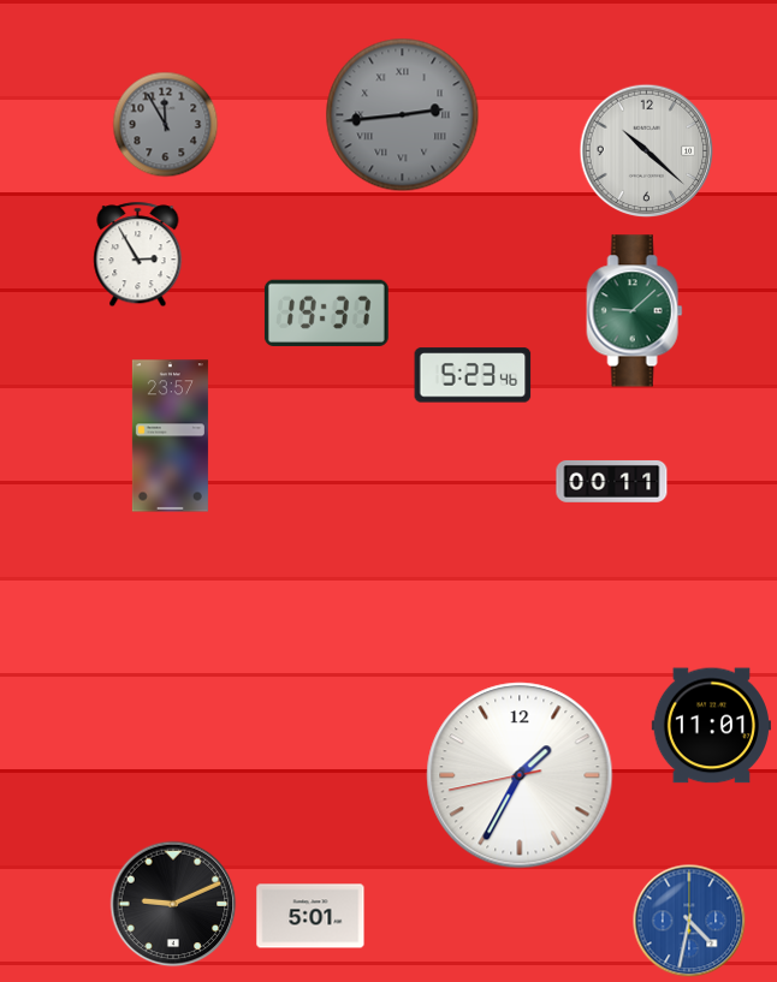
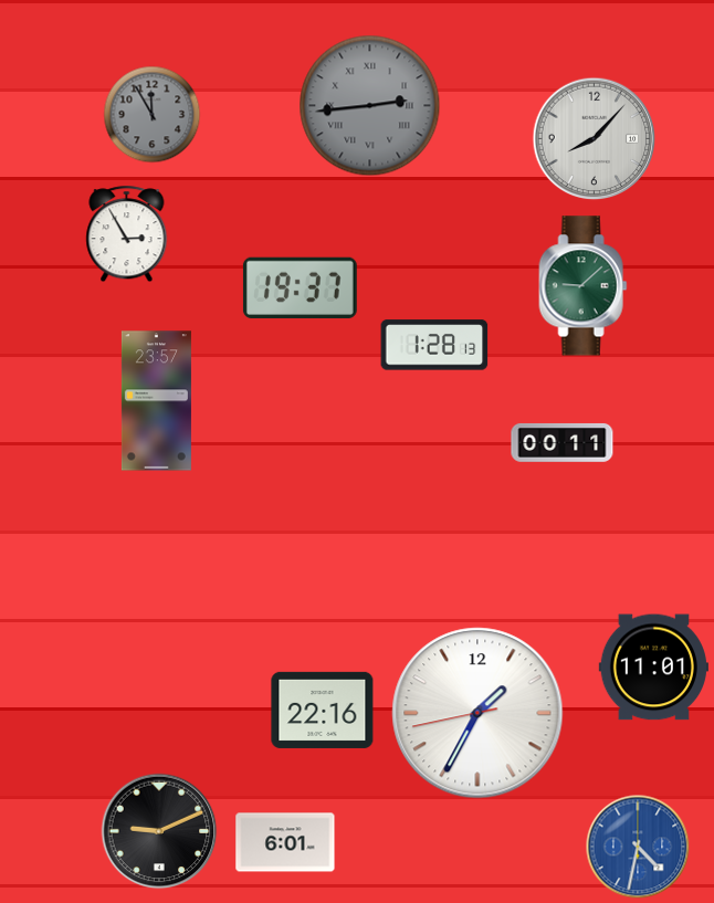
clock at (647, 151): 10:22 -> 8:07
clock at (473, 375): 5:23 -> 1:28
clock at (323, 710): none -> 22:16
clock at (310, 916): 5:01 -> 6:01
clock at (689, 921) position: (689, 921) -> (638, 847)
